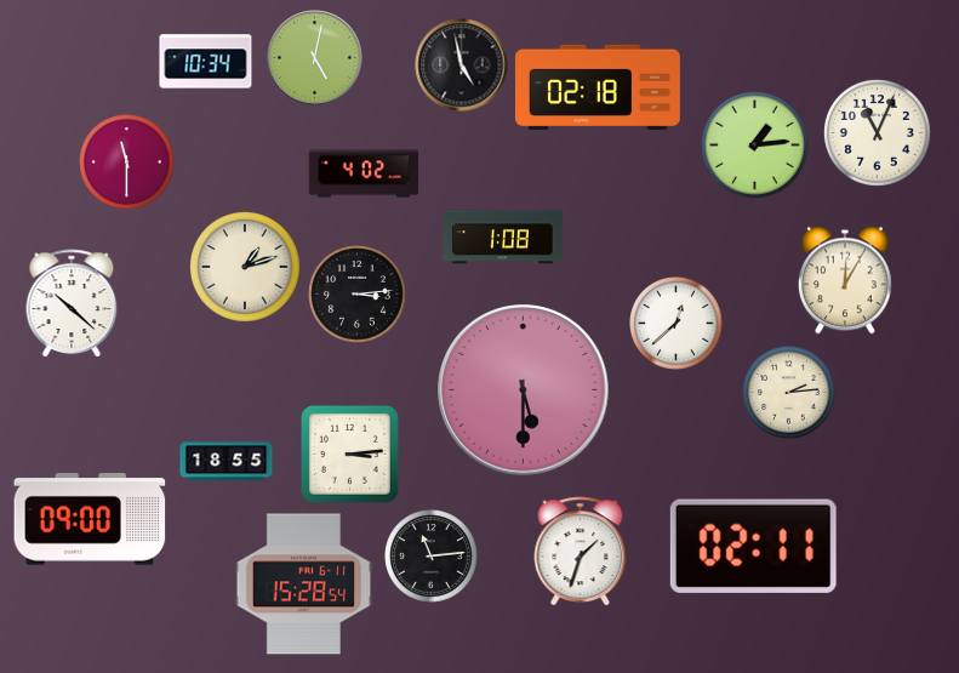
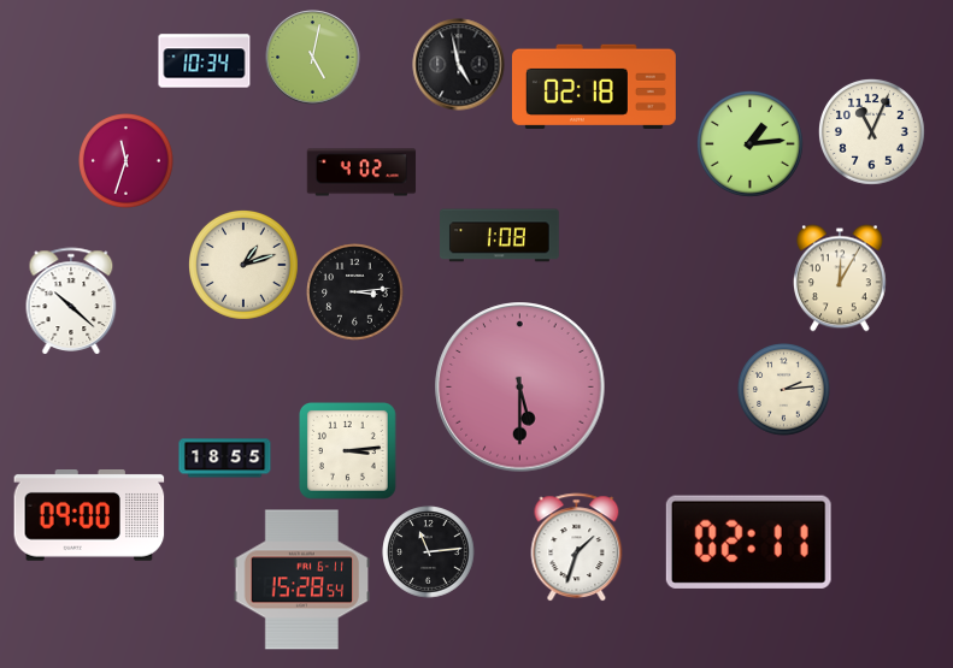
clock at (127, 162): 11:30 -> 11:33
clock at (677, 324): 12:38 -> none
